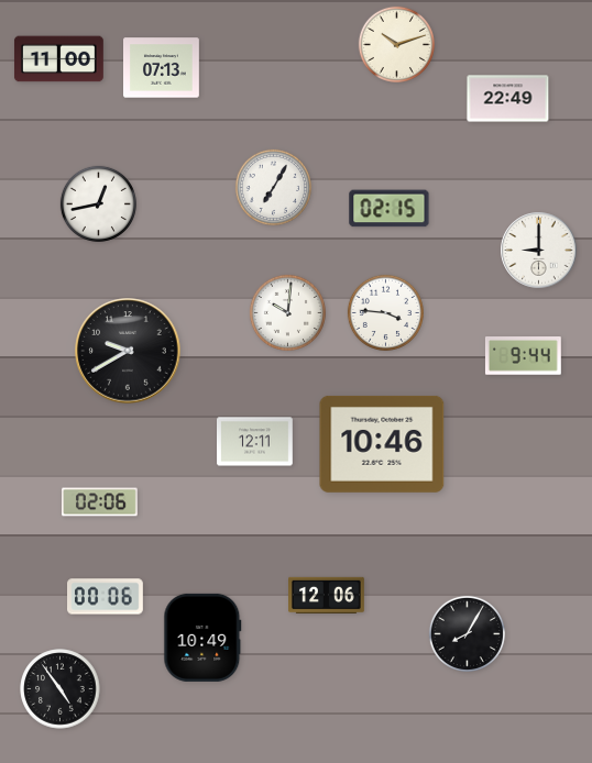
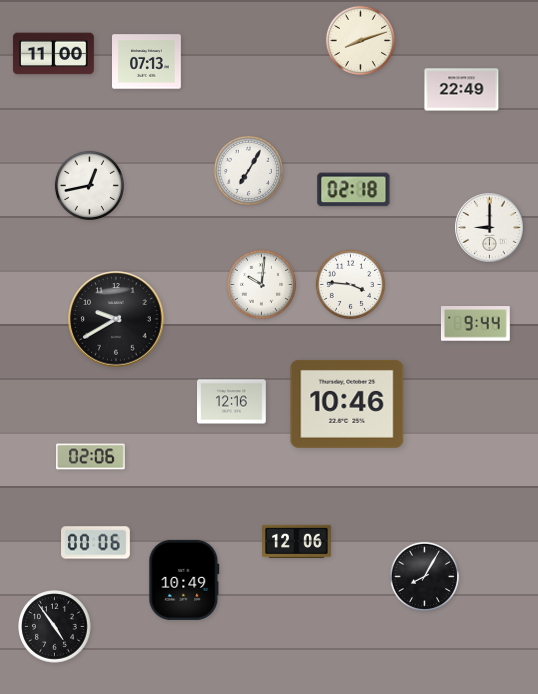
clock at (396, 44): 10:12 -> 8:12
clock at (390, 209): 02:15 -> 02:18
clock at (255, 442): 12:11 -> 12:16
